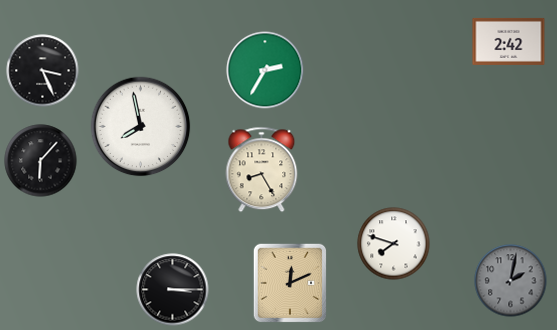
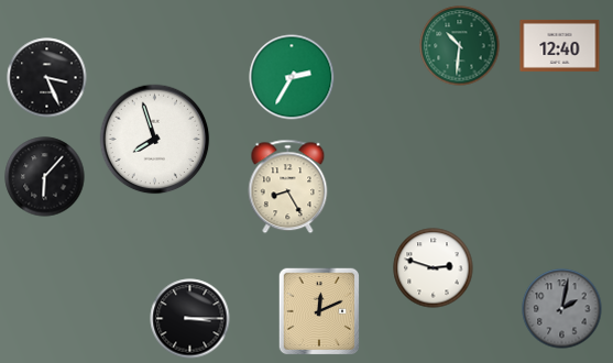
clock at (509, 41): 2:42 -> 12:40
clock at (460, 46): none -> 10:31
clock at (141, 127): 7:58 -> 7:57
clock at (394, 244): 7:48 -> 2:48
